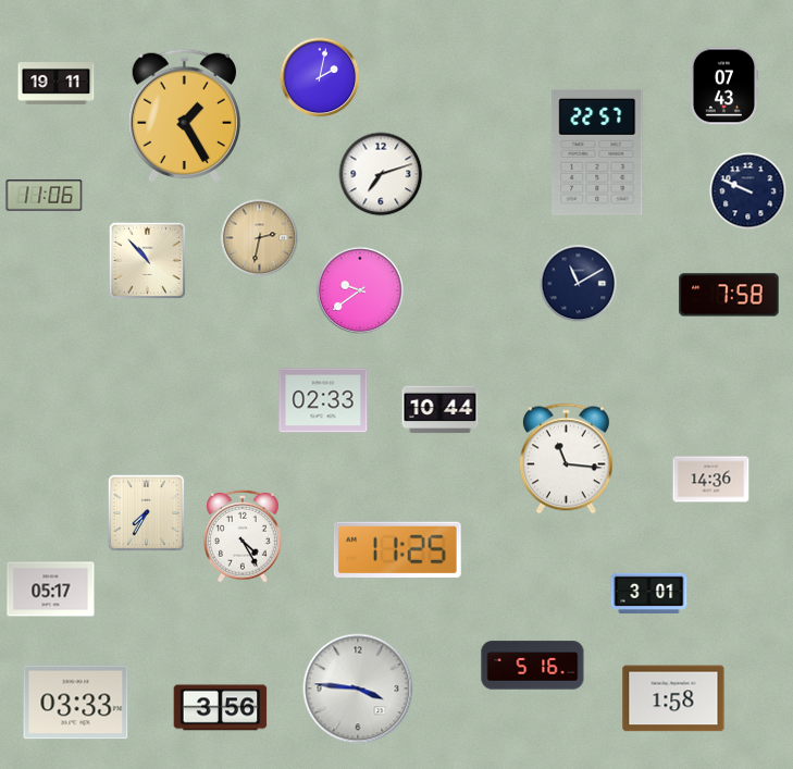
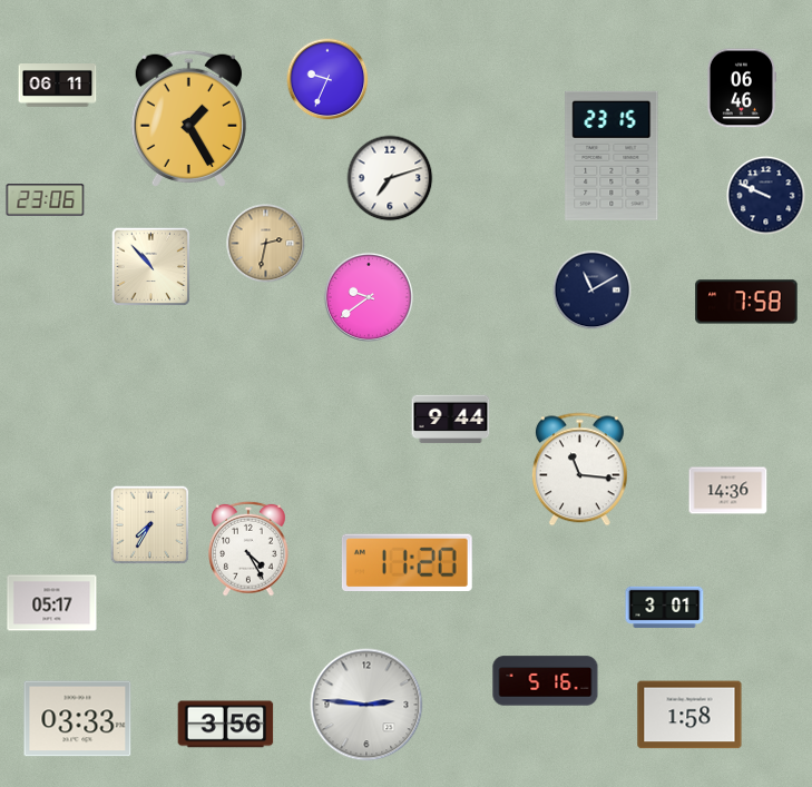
clock at (320, 77): 2:02 -> 9:34
clock at (57, 84): 19:11 -> 06:11
clock at (723, 86): 07:43 -> 06:46
clock at (597, 152): 22:57 -> 23:15
clock at (45, 196): 11:06 -> 23:06
clock at (323, 400): 02:33 -> none
clock at (441, 410): 10:44 -> 9:44
clock at (397, 549): 11:25 -> 11:20
clock at (358, 689): 3:46 -> 2:46
